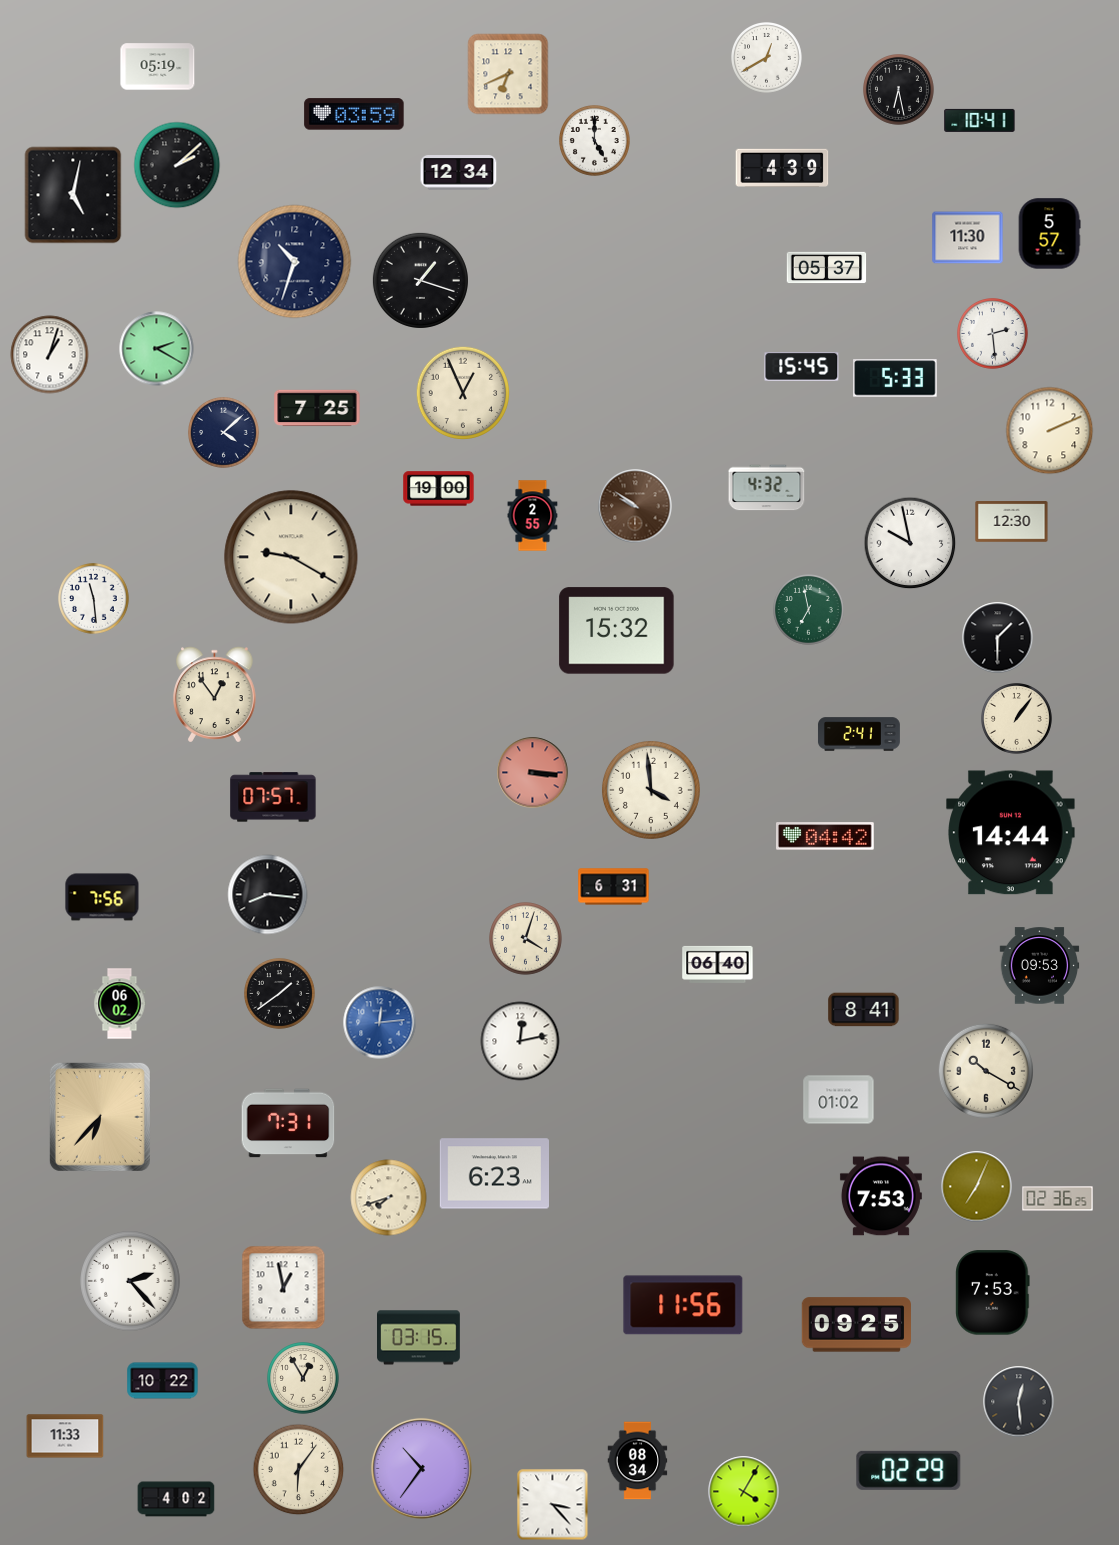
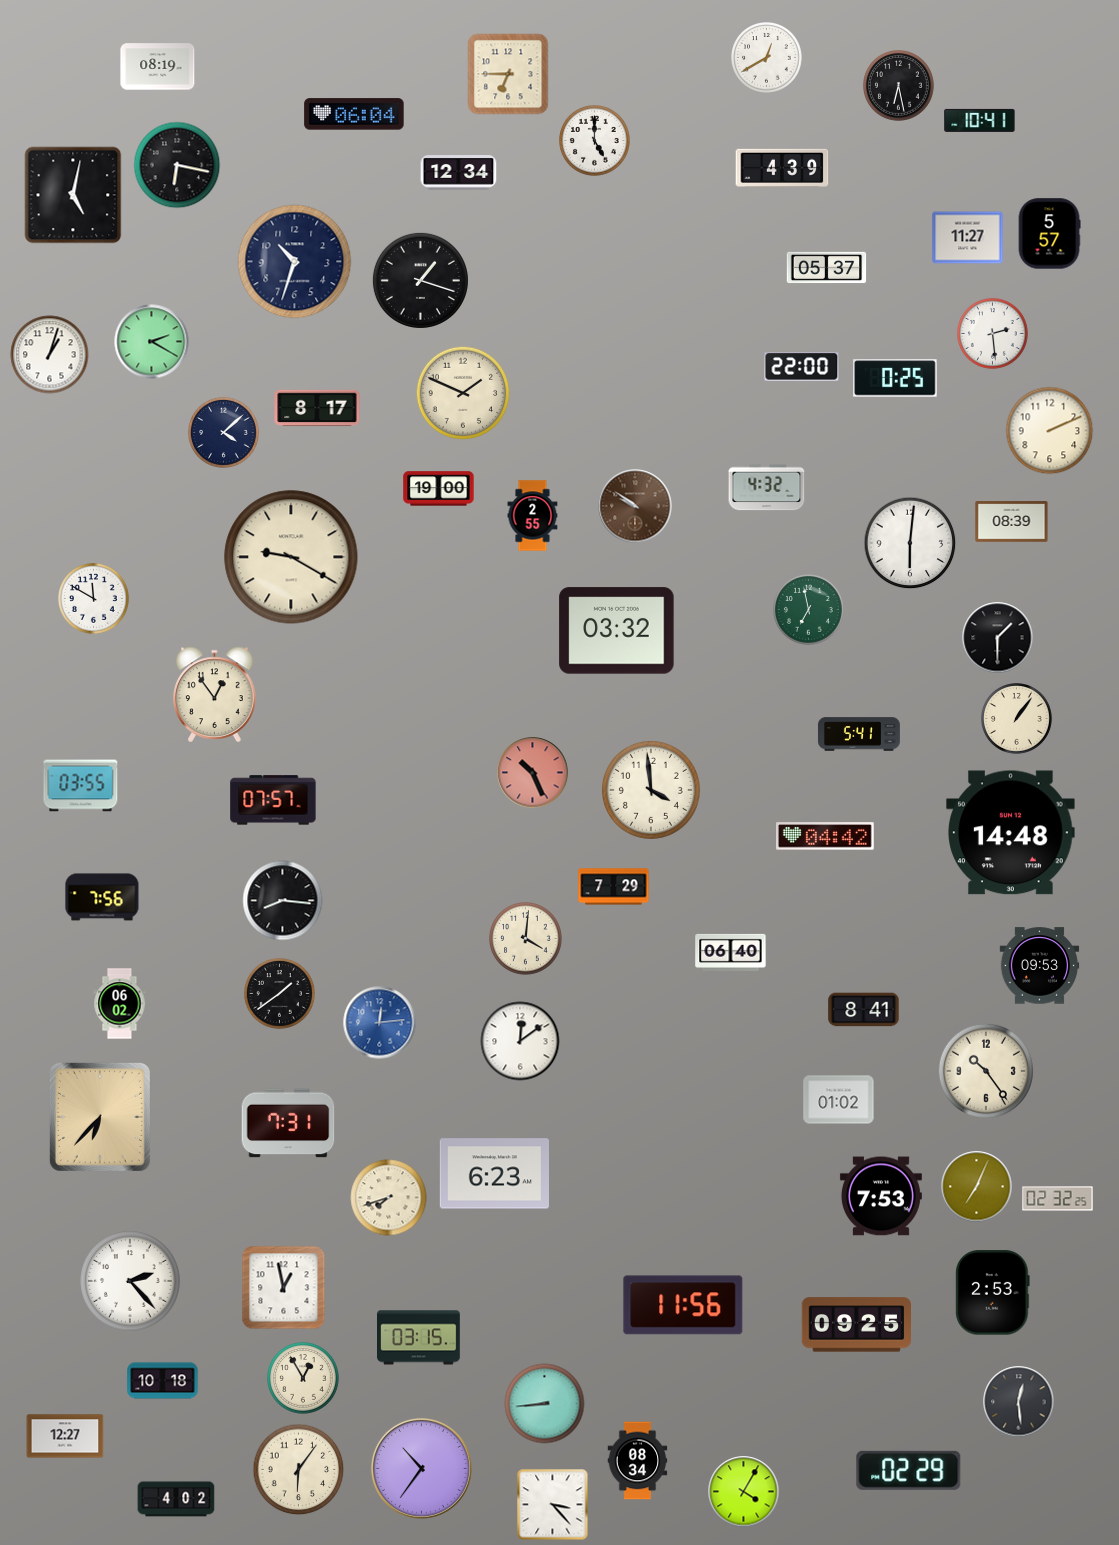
clock at (158, 67): 05:19 -> 08:19
clock at (508, 74): 6:41 -> 6:45
clock at (899, 90) position: (899, 90) -> (899, 86)
clock at (354, 114): 03:59 -> 06:04
clock at (177, 165): 2:08 -> 6:17
clock at (968, 238): 11:30 -> 11:27
clock at (157, 349) position: (157, 349) -> (152, 342)
clock at (802, 367): 15:45 -> 22:00
clock at (895, 378): 5:33 -> 0:25
clock at (463, 393): 12:56 -> 1:49
clock at (317, 408): 7:25 -> 8:17
clock at (1012, 522): 12:30 -> 08:39
clock at (910, 543): 9:58 -> 6:01
clock at (94, 599): 11:29 -> 11:50
clock at (617, 631): 15:32 -> 03:32
clock at (859, 734): 2:41 -> 5:41
clock at (533, 773): 3:16 -> 10:26
clock at (81, 786): none -> 03:55
clock at (273, 797) position: (273, 797) -> (273, 800)
clock at (1011, 833): 14:44 -> 14:48
clock at (614, 887): 6:31 -> 7:29
clock at (268, 895) position: (268, 895) -> (283, 901)
clock at (526, 939): 4:03 -> 4:01
clock at (718, 964) position: (718, 964) -> (731, 952)
clock at (520, 1041): 12:13 -> 12:09
clock at (986, 1071): 10:20 -> 10:24
clock at (1058, 1199): 02:36 -> 02:32
clock at (993, 1293): 7:53 -> 2:53
clock at (163, 1381): 10:22 -> 10:18
clock at (545, 1404): none -> 8:44
clock at (65, 1436): 11:33 -> 12:27
